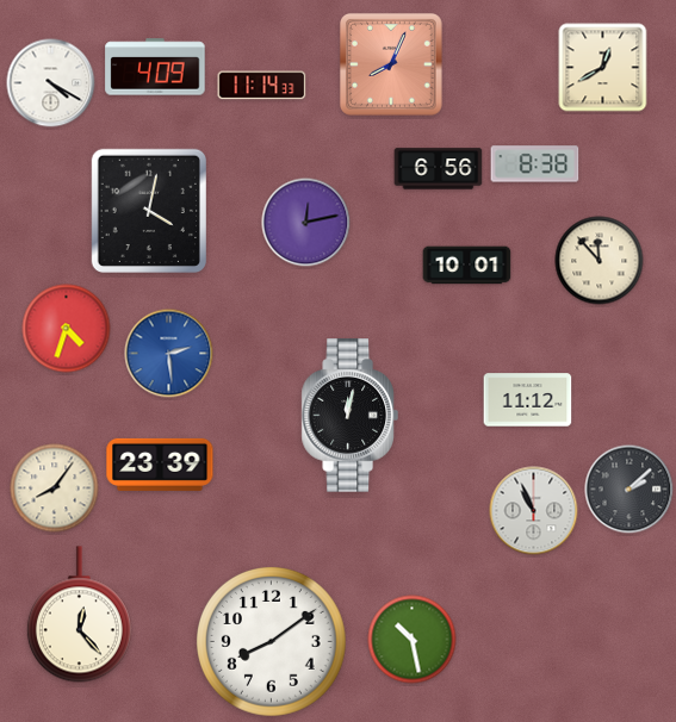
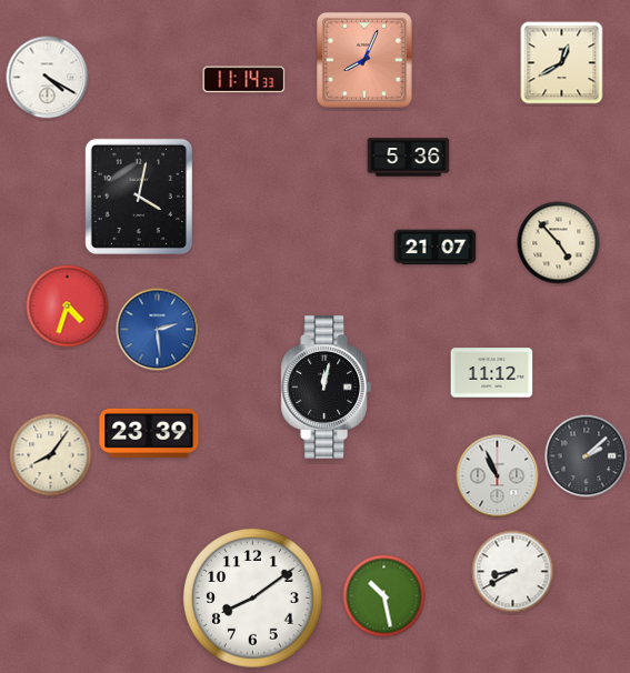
clock at (155, 67): 4:09 -> none
clock at (535, 164): 8:38 -> none
clock at (439, 169): 6:56 -> 5:36
clock at (306, 223): 12:13 -> none
clock at (600, 261): 11:53 -> 4:53
clock at (467, 266): 10:01 -> 21:07
clock at (67, 329) position: (67, 329) -> (68, 307)
clock at (513, 572): none -> 8:40
clock at (79, 615): 12:23 -> none
